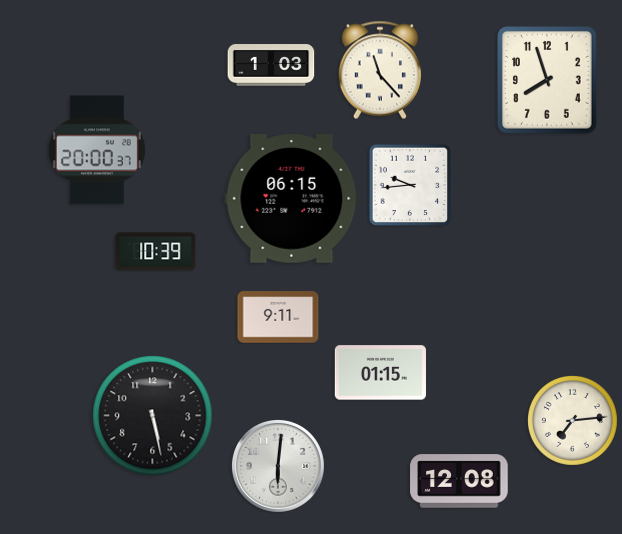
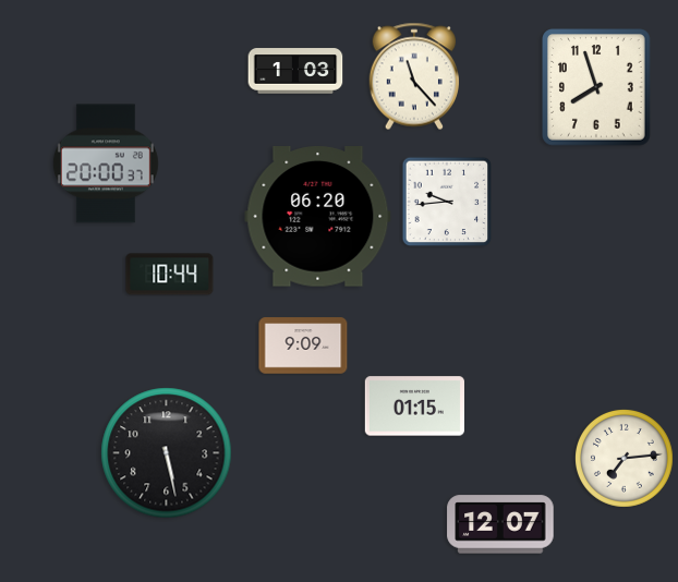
clock at (292, 199): 06:15 -> 06:20
clock at (156, 252): 10:39 -> 10:44
clock at (278, 317): 9:11 -> 9:09
clock at (278, 466): 6:01 -> none
clock at (459, 481): 12:08 -> 12:07
